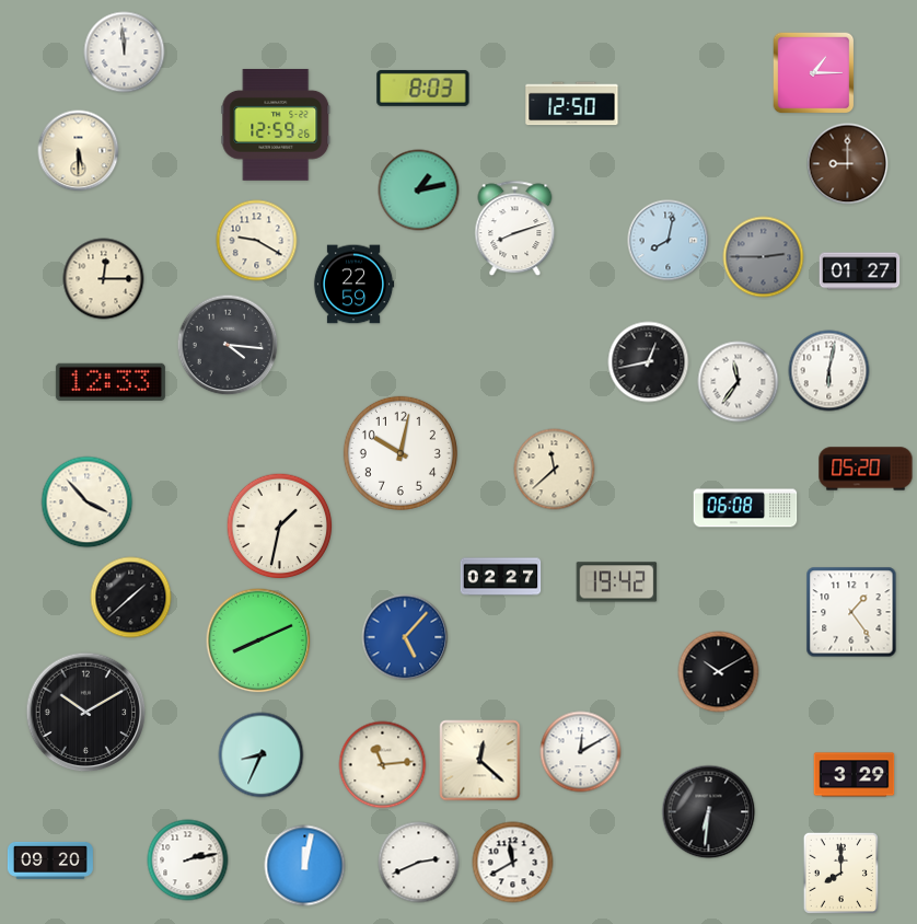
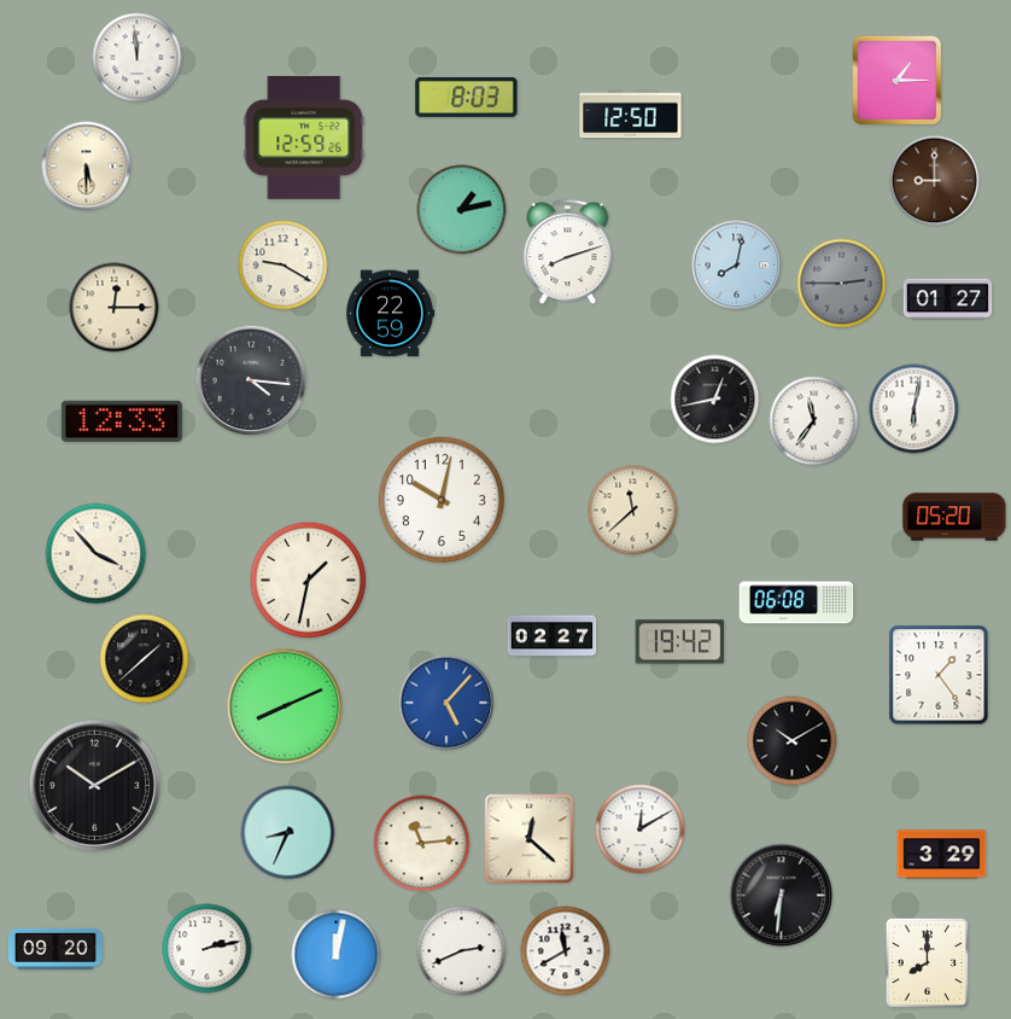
clock at (555, 470) position: (555, 470) -> (633, 511)
clock at (745, 508) position: (745, 508) -> (796, 602)
